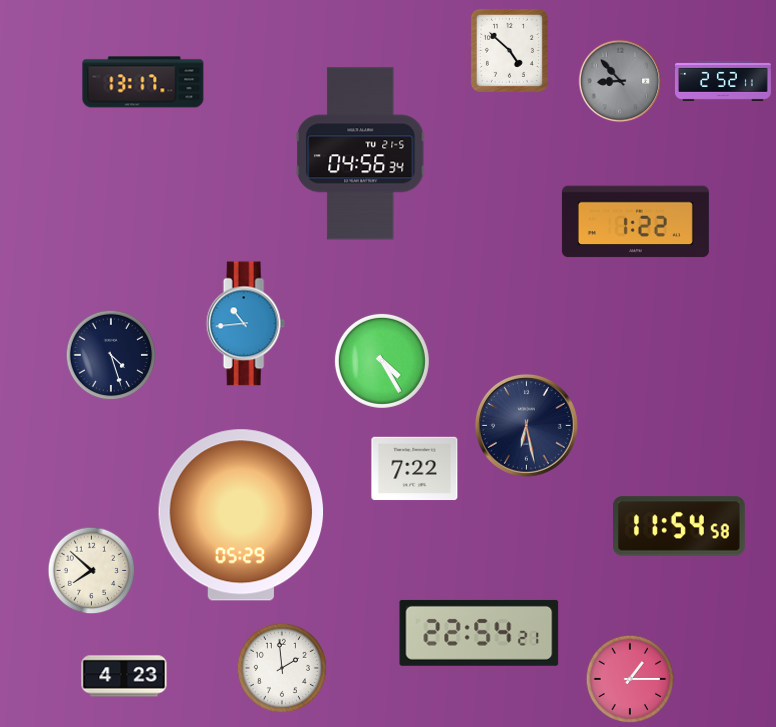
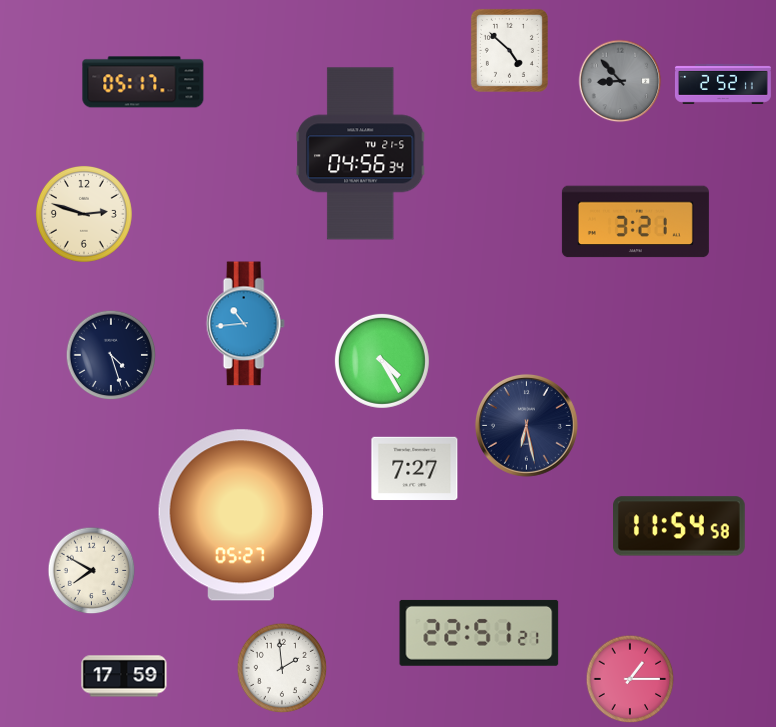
clock at (723, 81) position: (723, 81) -> (723, 84)
clock at (143, 82): 13:17 -> 05:17
clock at (84, 214): none -> 2:48
clock at (635, 222): 1:22 -> 3:21
clock at (415, 469): 7:22 -> 7:27
clock at (241, 515): 05:29 -> 05:27
clock at (92, 571): 7:52 -> 7:50
clock at (479, 633): 22:54 -> 22:51
clock at (124, 676): 4:23 -> 17:59
